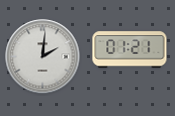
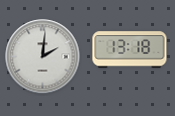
clock at (130, 50): 01:21 -> 13:18
